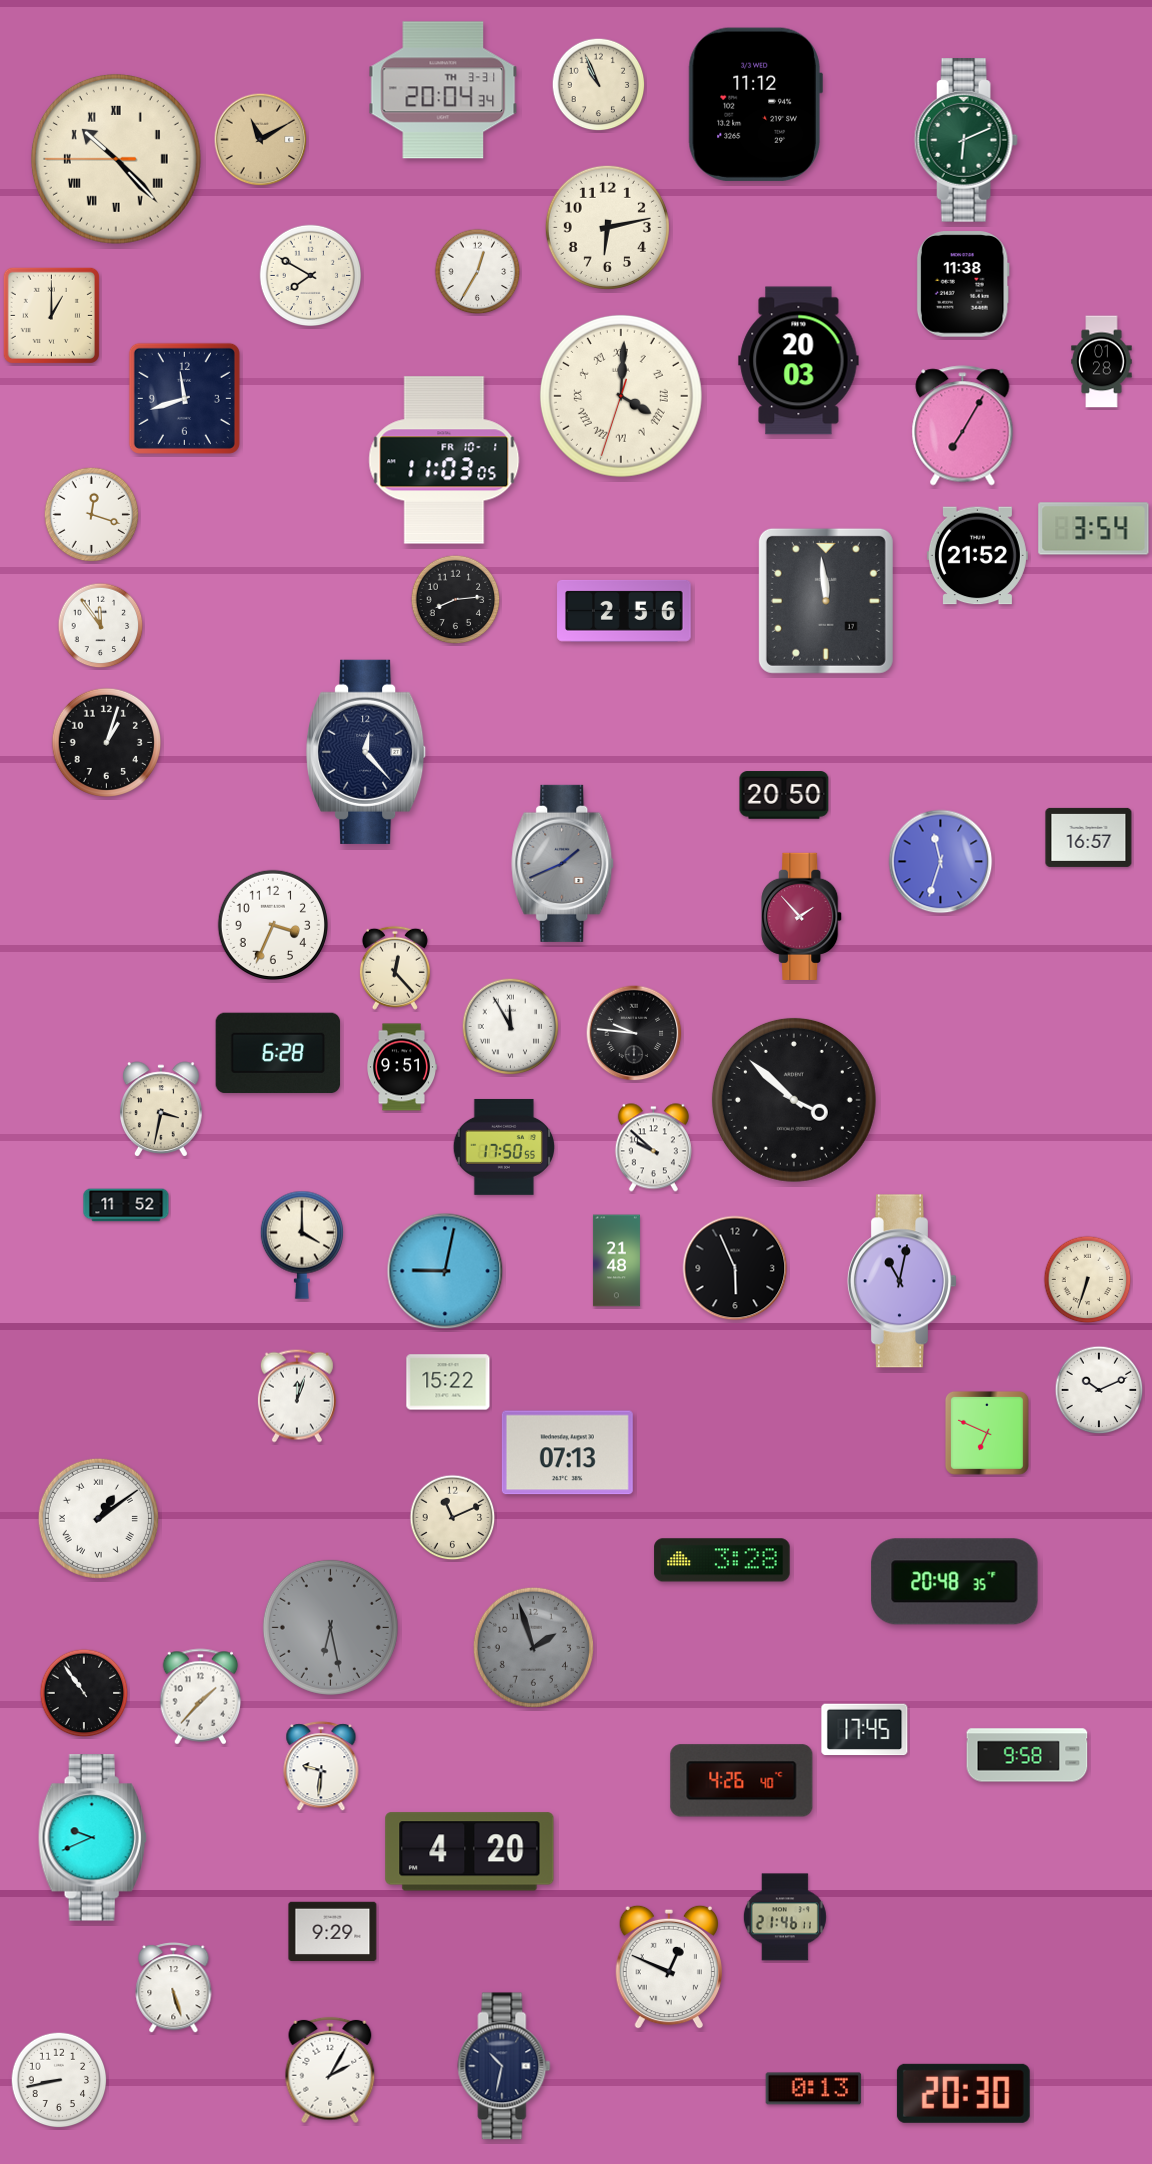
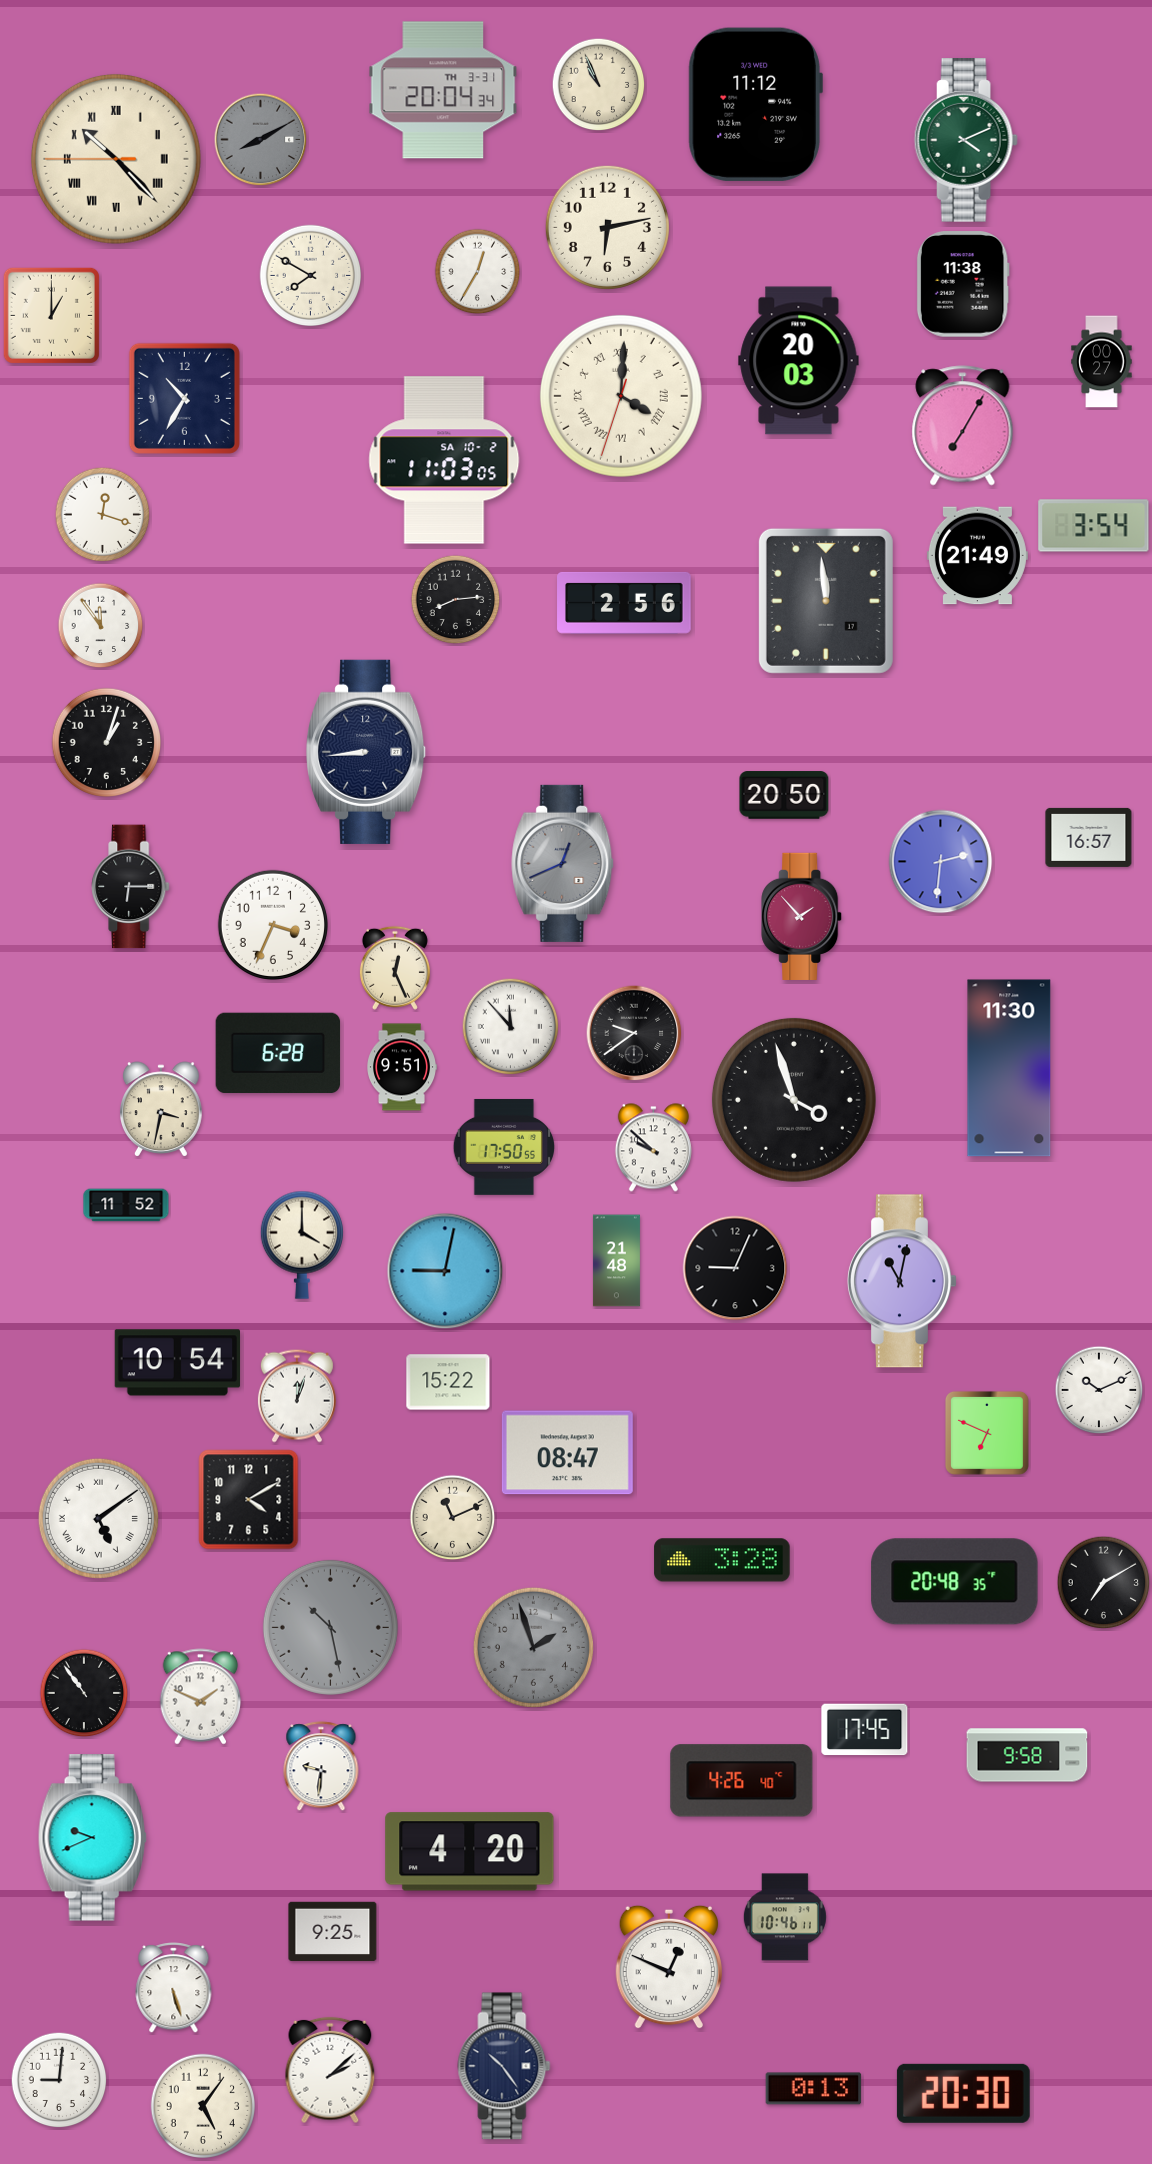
clock at (261, 140): 11:10 -> 8:10
clock at (261, 140) dial: champagne -> grey
clock at (966, 140): 6:11 -> 4:11
clock at (1102, 362): 01:28 -> 00:27
clock at (184, 398): 11:42 -> 10:35
clock at (444, 460) date: FR 10-1 -> SA 10-2
clock at (92, 515) position: (92, 515) -> (103, 515)
clock at (1094, 529) position: (1094, 529) -> (1094, 526)
clock at (977, 556): 21:52 -> 21:49
clock at (624, 611) position: (624, 611) -> (624, 603)
clock at (367, 752): 12:23 -> 8:44
clock at (941, 862): 11:33 -> 2:31
clock at (563, 863): 1:41 -> 12:41
clock at (131, 887): none -> 6:15
clock at (395, 968): 12:23 -> 12:26
clock at (511, 1027): 11:55 -> 11:53
clock at (634, 1033): 9:46 -> 9:39
clock at (1009, 1068): none -> 11:30
clock at (794, 1100): 3:52 -> 3:57
clock at (735, 1268): 5:56 -> 9:04
clock at (1088, 1280): 6:33 -> none
clock at (177, 1363): none -> 10:54
clock at (567, 1453): 07:13 -> 08:47
clock at (249, 1500): none -> 4:10
clock at (98, 1518): 1:09 -> 5:09
clock at (1104, 1583): none -> 7:10
clock at (330, 1627): 6:28 -> 10:28
clock at (201, 1697): 1:37 -> 1:49
clock at (785, 1917): 21:46 -> 10:46
clock at (333, 1931): 9:29 -> 9:25
clock at (504, 2066): 10:32 -> 10:24
clock at (330, 2070): 2:05 -> 2:08
clock at (59, 2080): 8:43 -> 9:01
clock at (202, 2105): none -> 5:06
